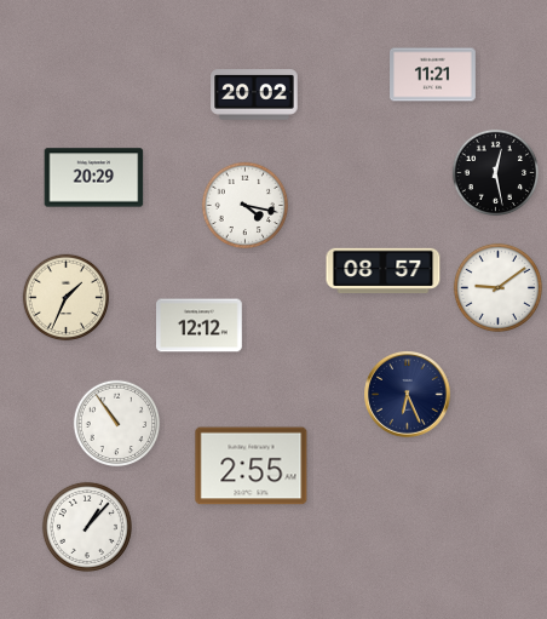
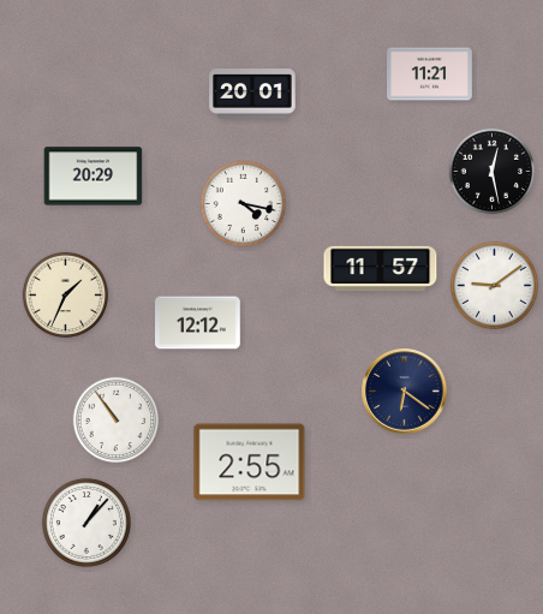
clock at (254, 94): 20:02 -> 20:01
clock at (384, 271): 08:57 -> 11:57
clock at (408, 395): 6:26 -> 6:21
